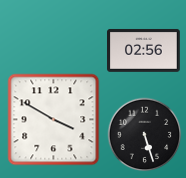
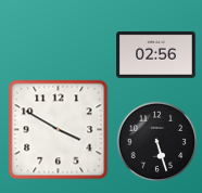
clock at (145, 135) position: (145, 135) -> (157, 142)
